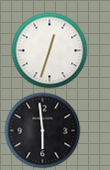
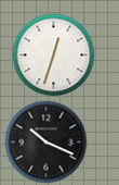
clock at (43, 131): 5:59 -> 10:19
